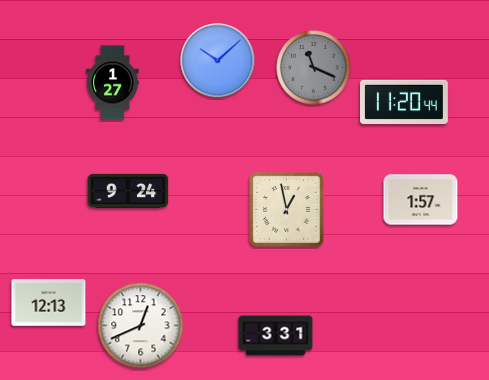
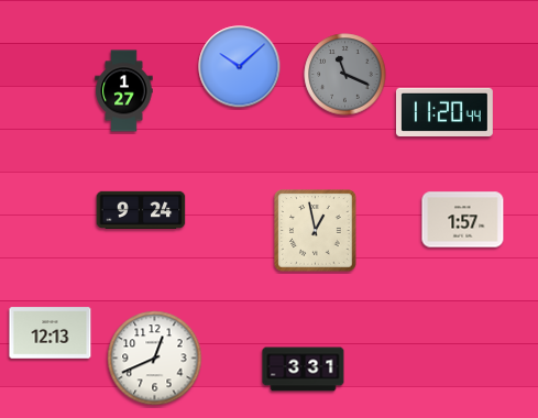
clock at (49, 303) position: (49, 303) -> (51, 333)
